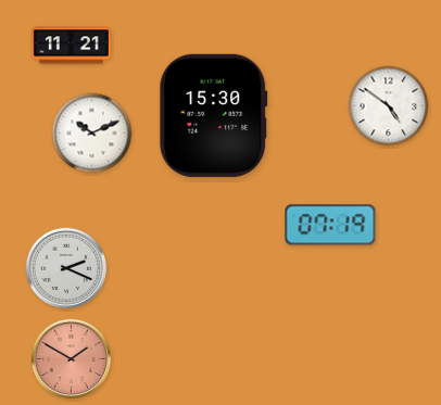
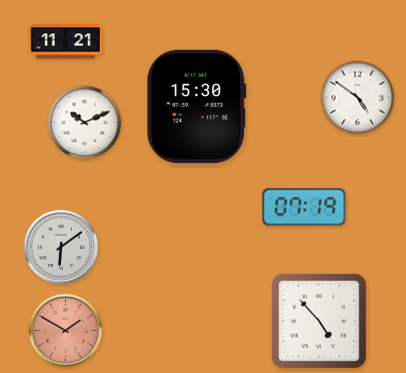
clock at (65, 267): 2:19 -> 6:09
clock at (319, 321): none -> 4:53
